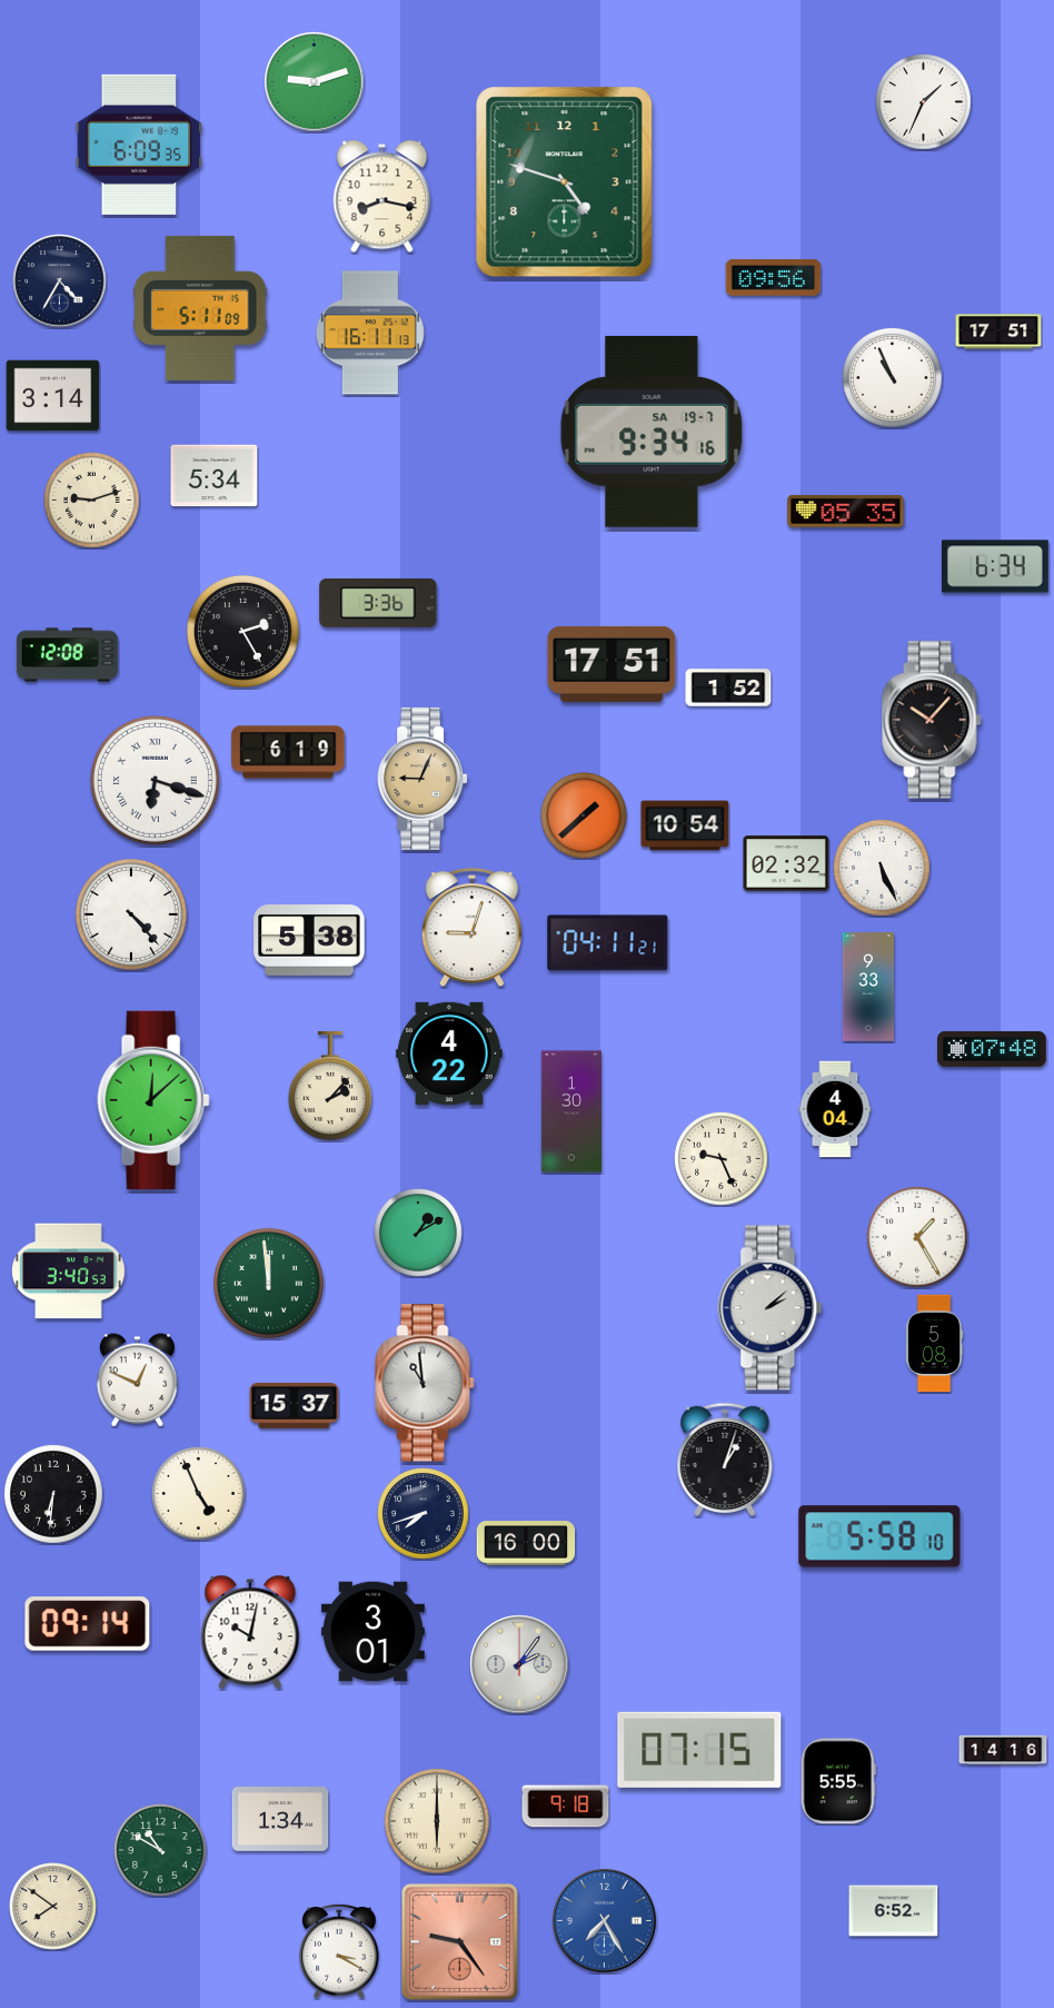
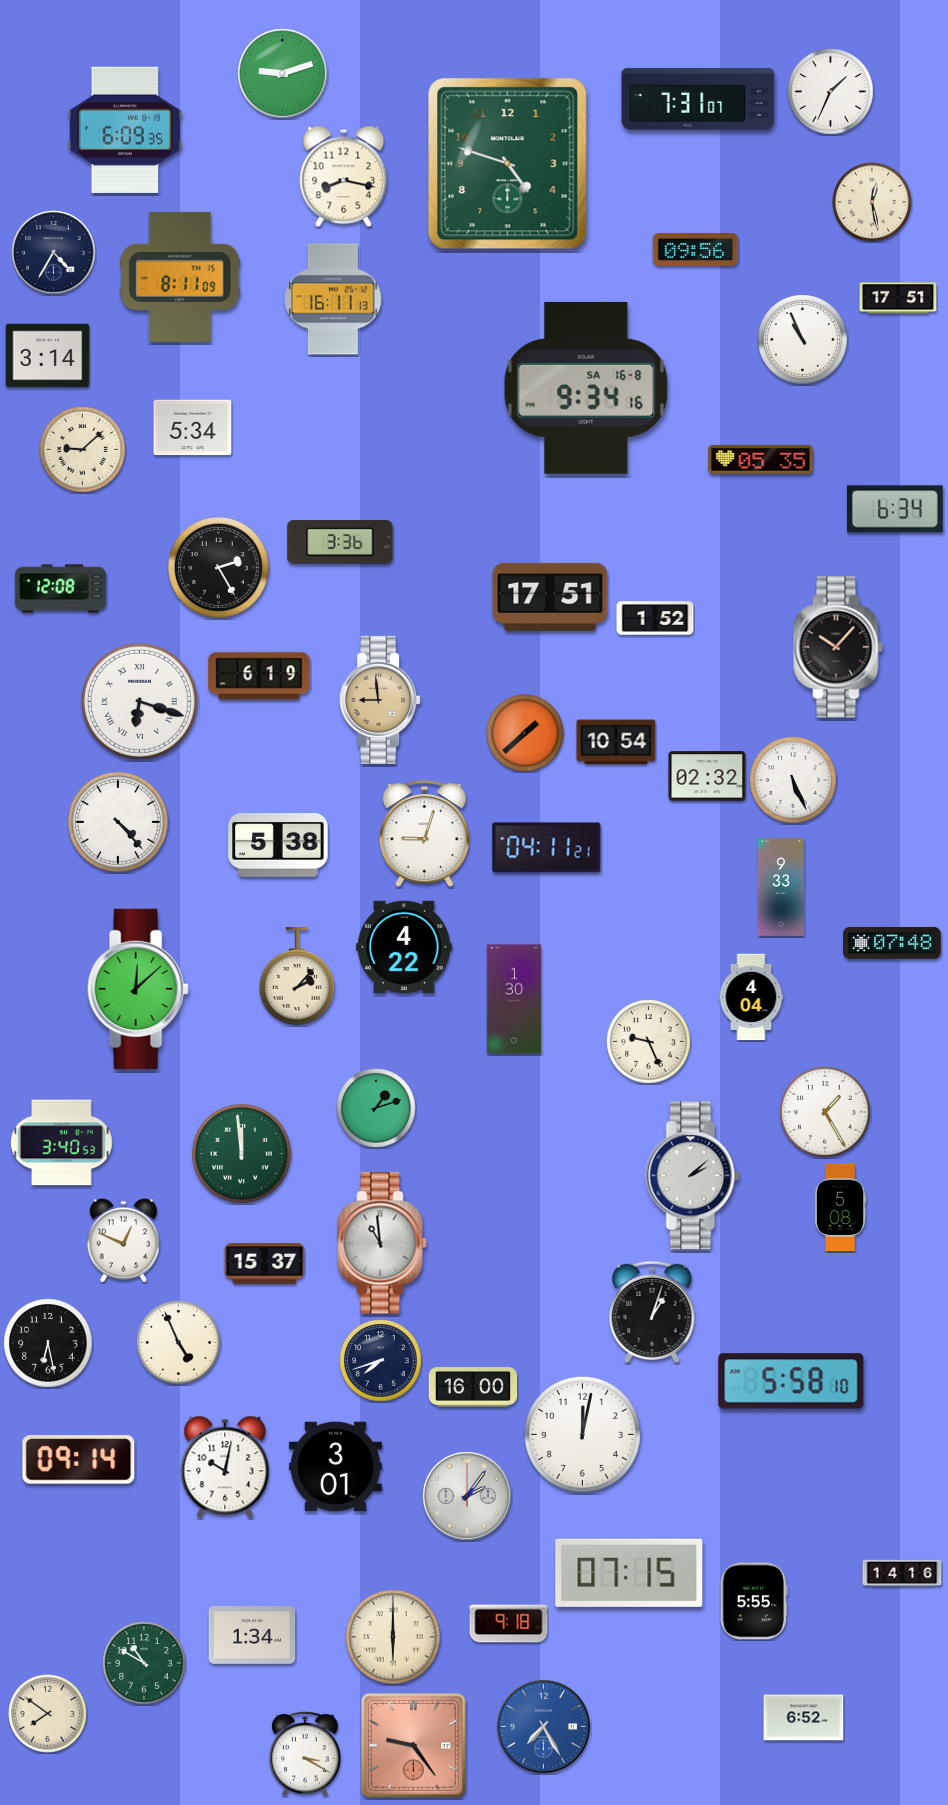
clock at (698, 99): none -> 7:31
clock at (872, 202): none -> 12:28
clock at (201, 308): 5:11 -> 8:11
clock at (652, 432) date: SA 19-7 -> SA 16-8
clock at (92, 501): 9:12 -> 9:08
clock at (422, 779): 9:04 -> 8:59
clock at (418, 1233): 1:10 -> 1:12
clock at (53, 1494): 6:31 -> 6:28
clock at (582, 1434): none -> 12:02
